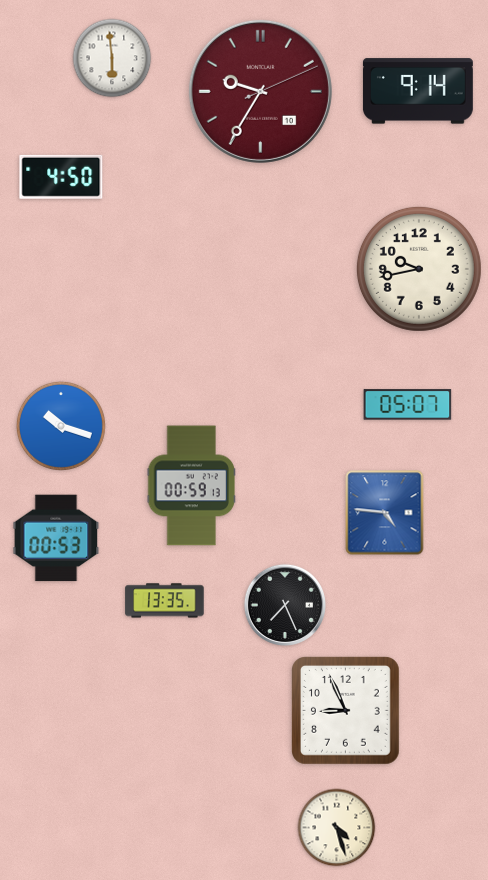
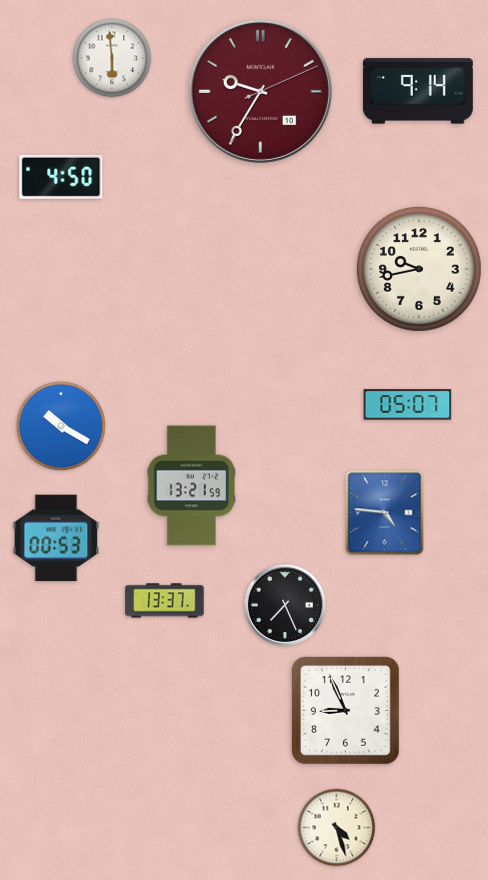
clock at (61, 426): 10:18 -> 10:20
clock at (192, 486): 00:59 -> 13:21
clock at (165, 601): 13:35 -> 13:37
